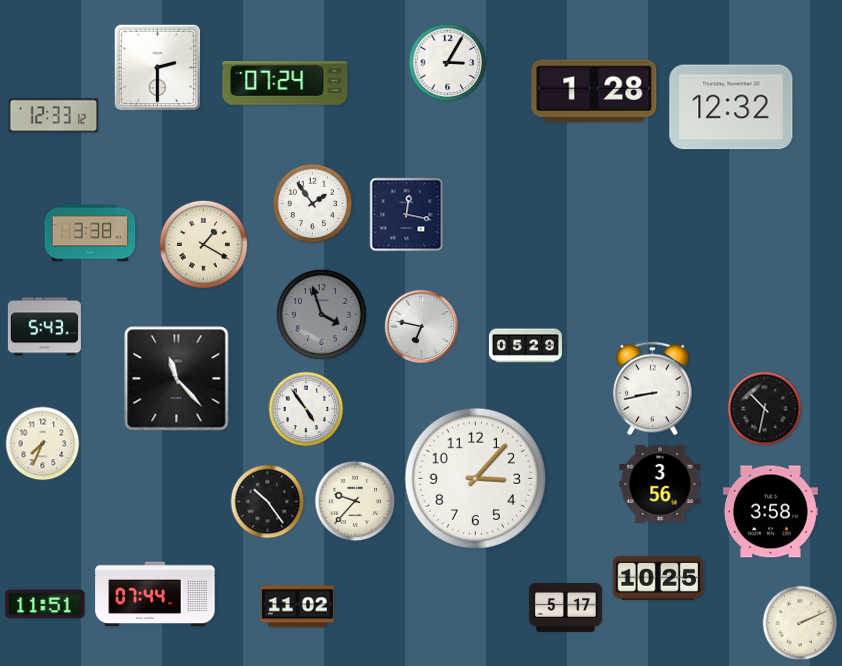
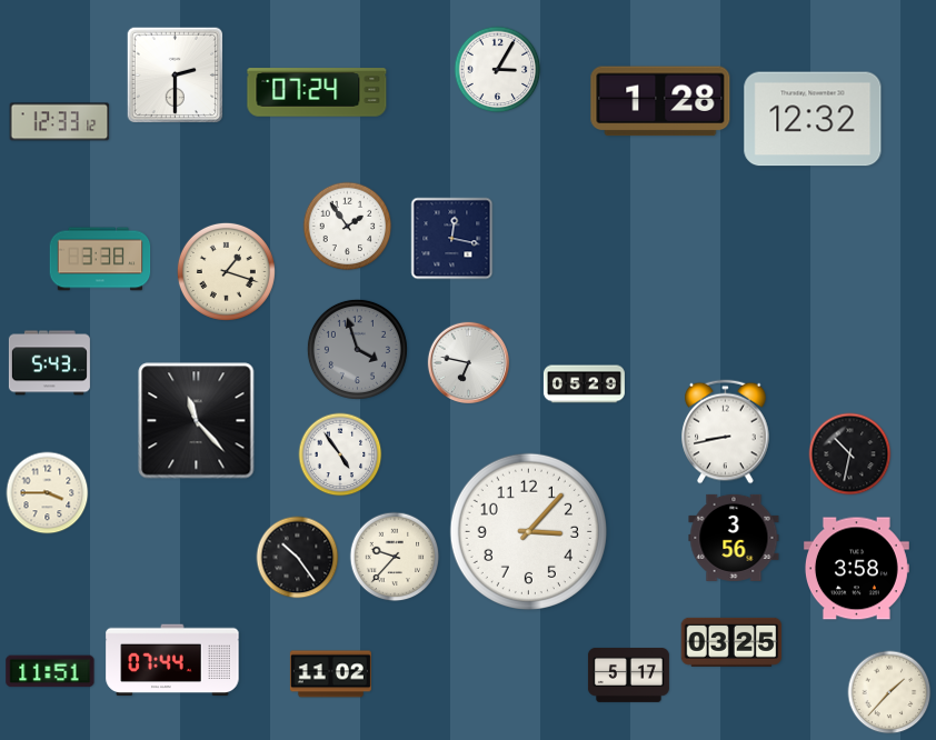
clock at (54, 116) position: (54, 116) -> (60, 122)
clock at (203, 244): 1:20 -> 1:18
clock at (43, 444): 7:34 -> 3:45
clock at (658, 578): 10:25 -> 03:25
clock at (800, 623): 2:11 -> 1:37
